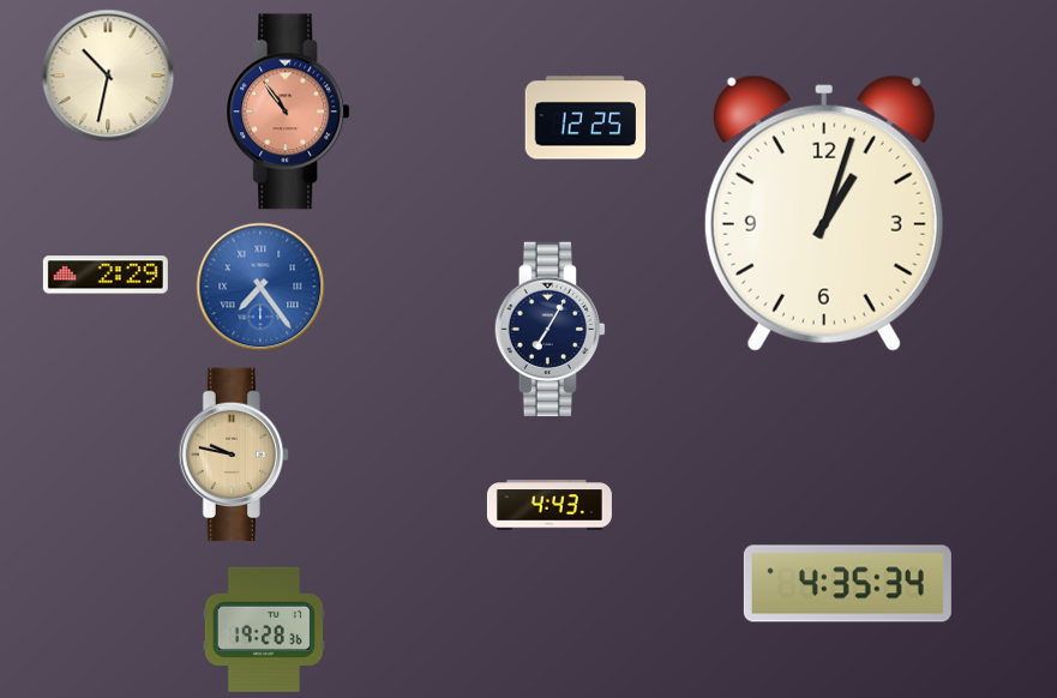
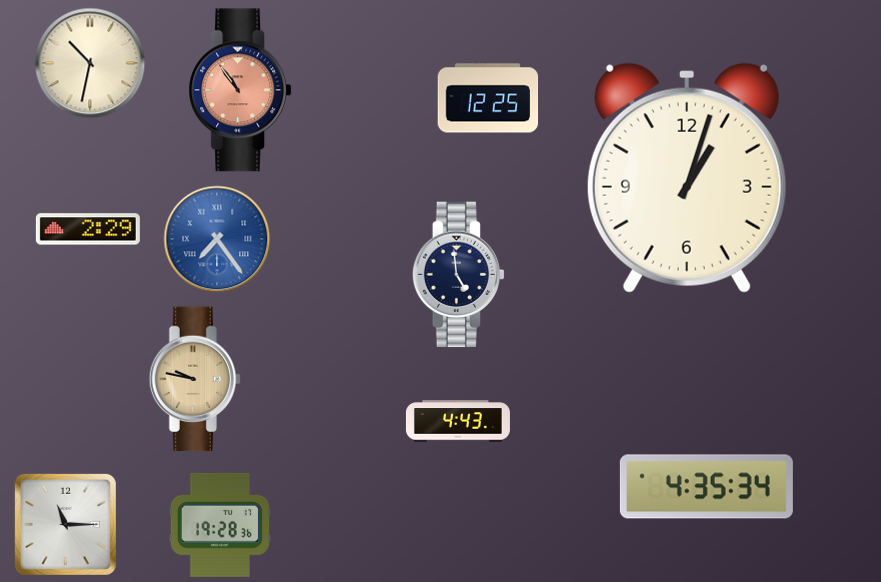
clock at (288, 112) position: (288, 112) -> (240, 90)
clock at (549, 330): 7:05 -> 4:59
clock at (65, 524): none -> 11:15
